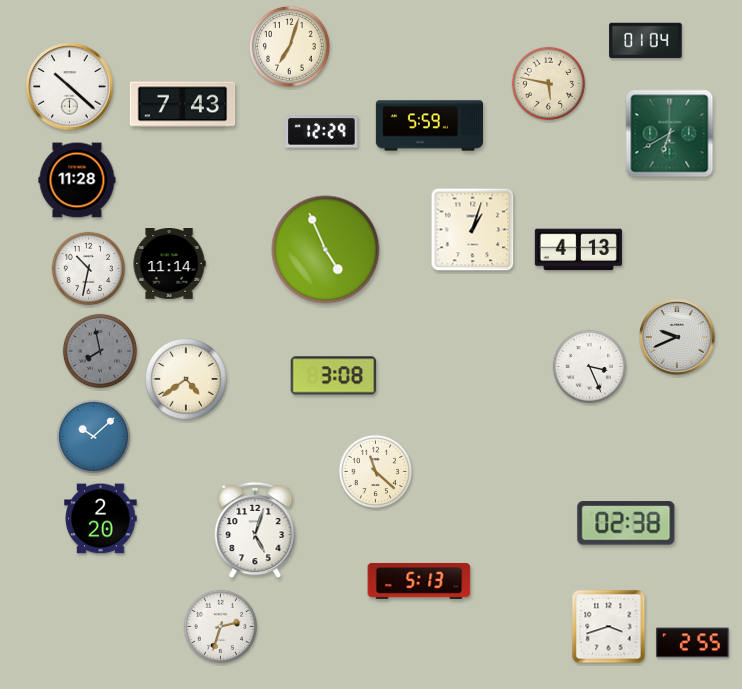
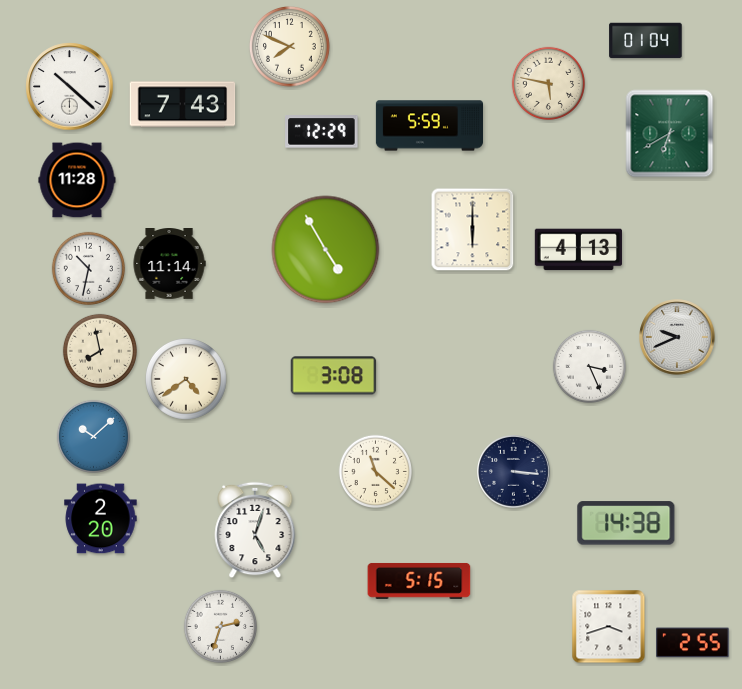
clock at (290, 46): 7:03 -> 7:49
clock at (473, 230): 1:03 -> 6:00
clock at (326, 250): 4:56 -> 4:55
clock at (100, 351) dial: grey -> cream
clock at (514, 472): none -> 3:16
clock at (626, 523): 02:38 -> 14:38
clock at (419, 581): 5:13 -> 5:15
